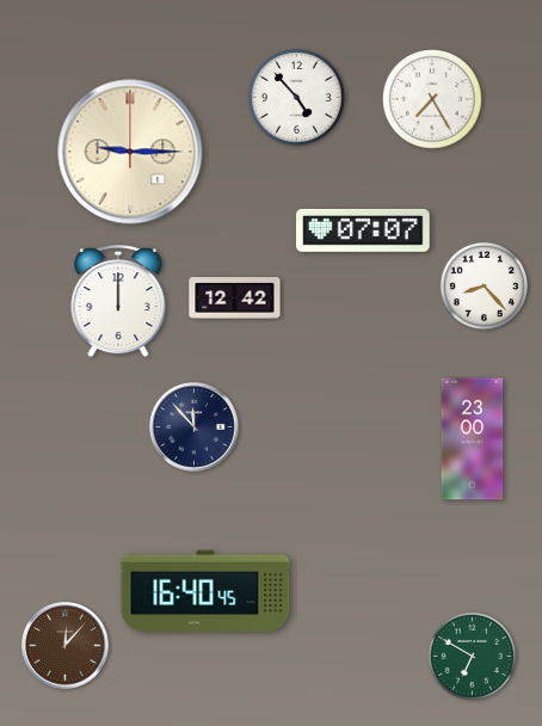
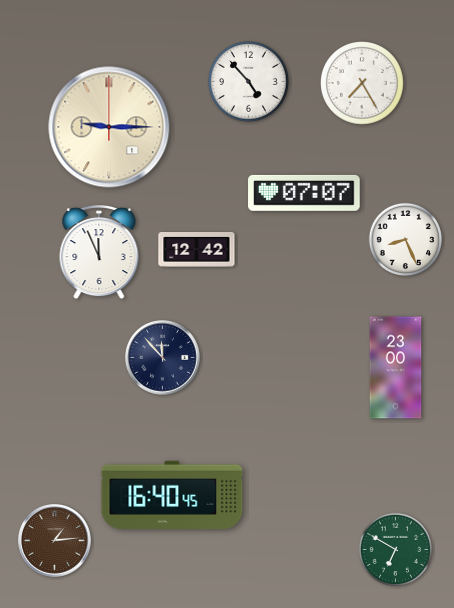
clock at (484, 285): 8:23 -> 8:26
clock at (118, 302): 12:00 -> 11:56
clock at (66, 646): 12:07 -> 1:14
